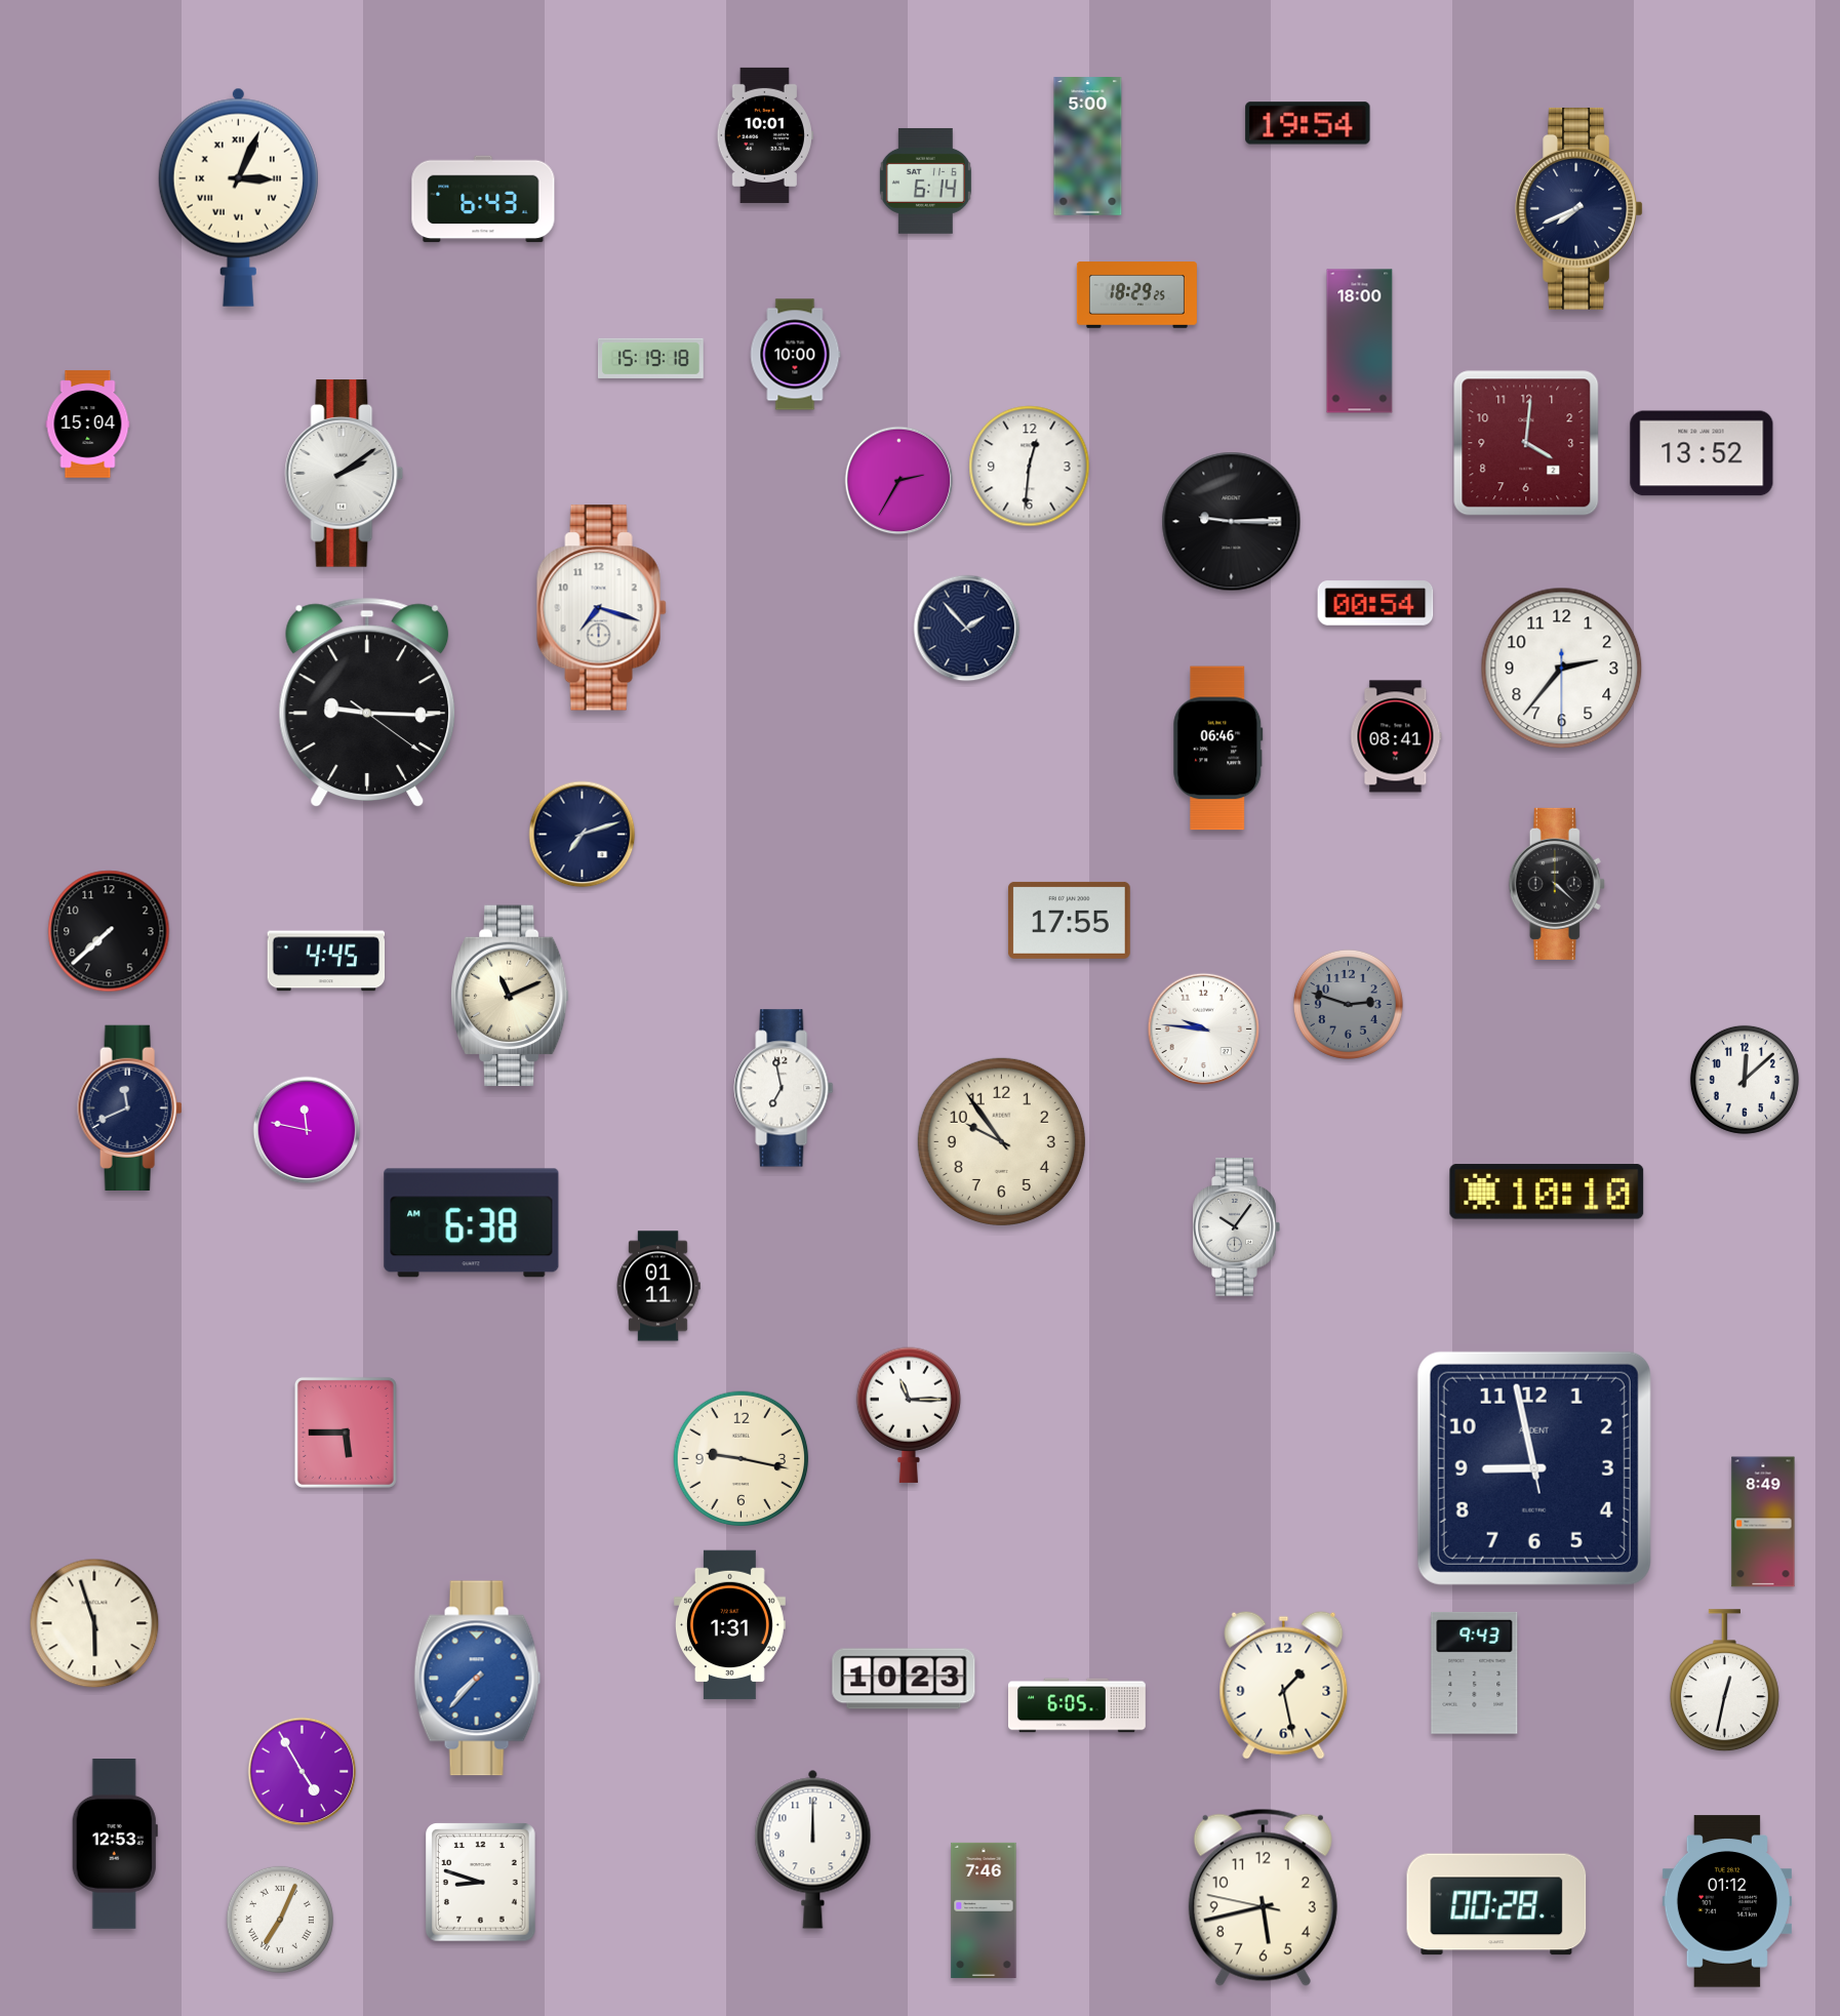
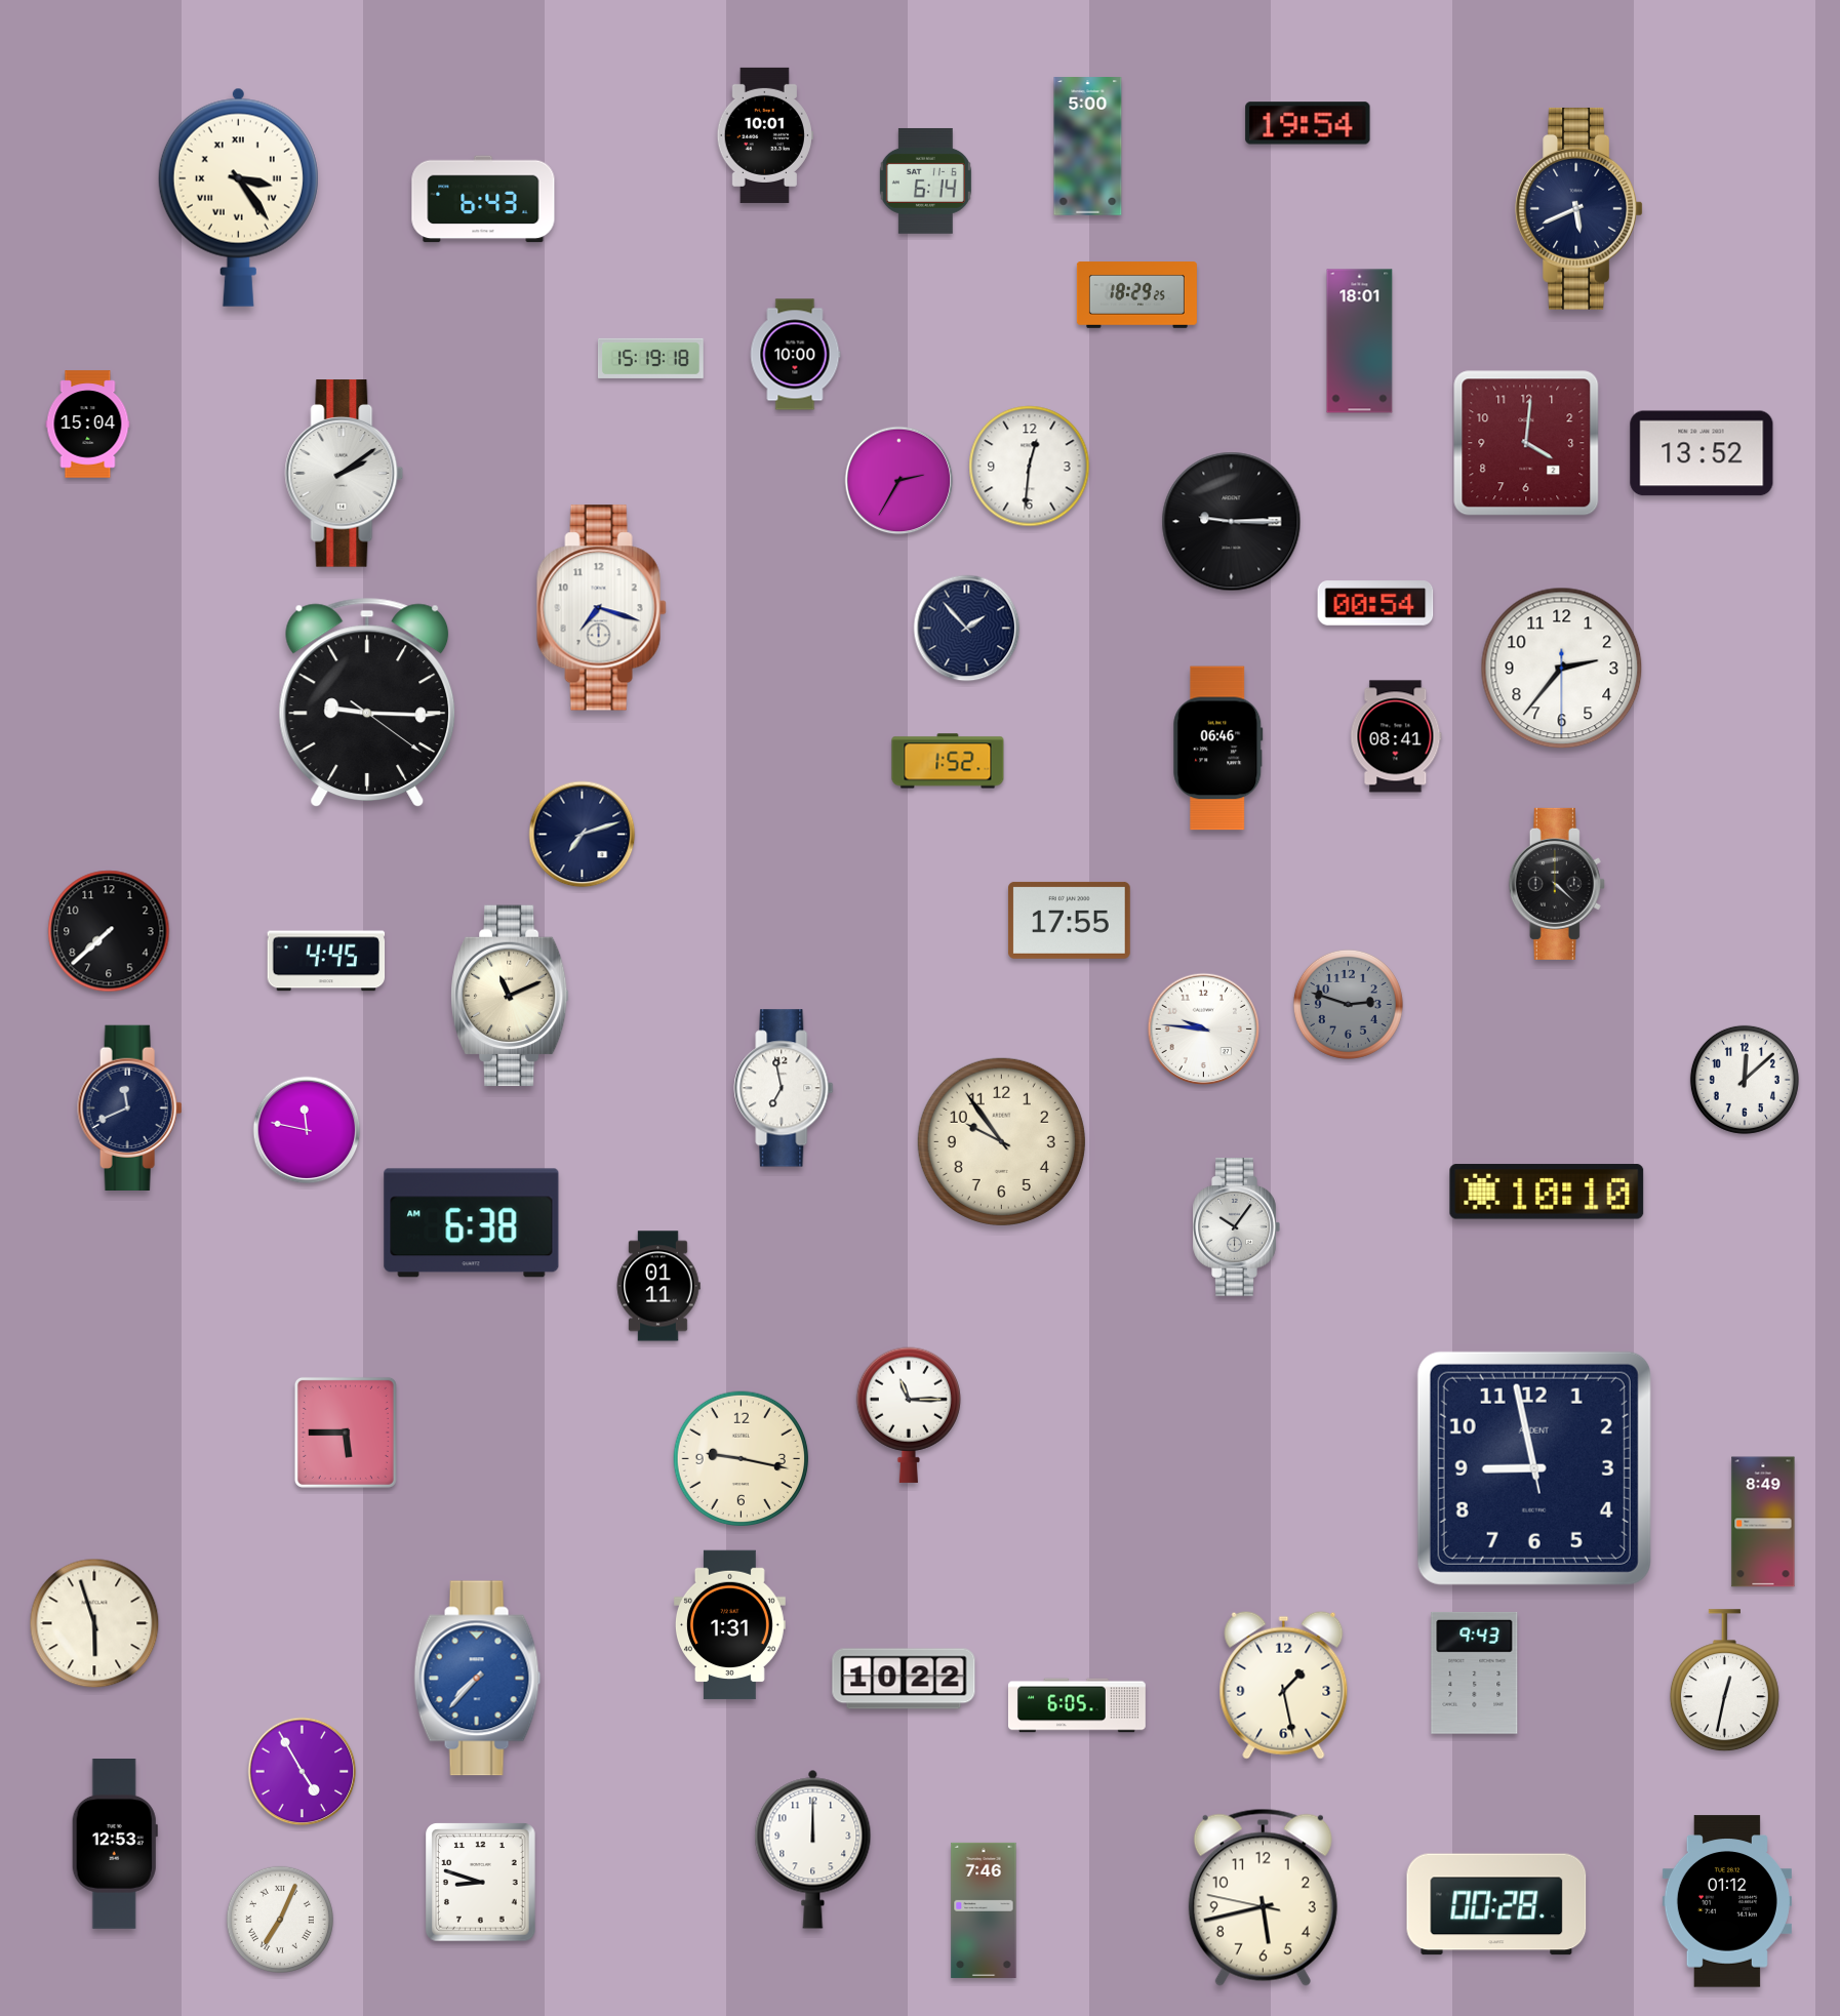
clock at (238, 197): 3:04 -> 3:24
clock at (1579, 208): 7:41 -> 5:41
clock at (1360, 341): 18:00 -> 18:01
clock at (948, 761): none -> 1:52
clock at (904, 1679): 10:23 -> 10:22
